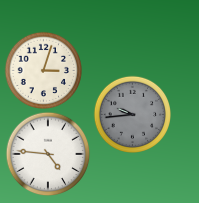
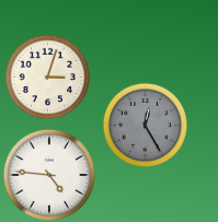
clock at (132, 114): 9:44 -> 12:25
clock at (48, 154) position: (48, 154) -> (49, 175)
